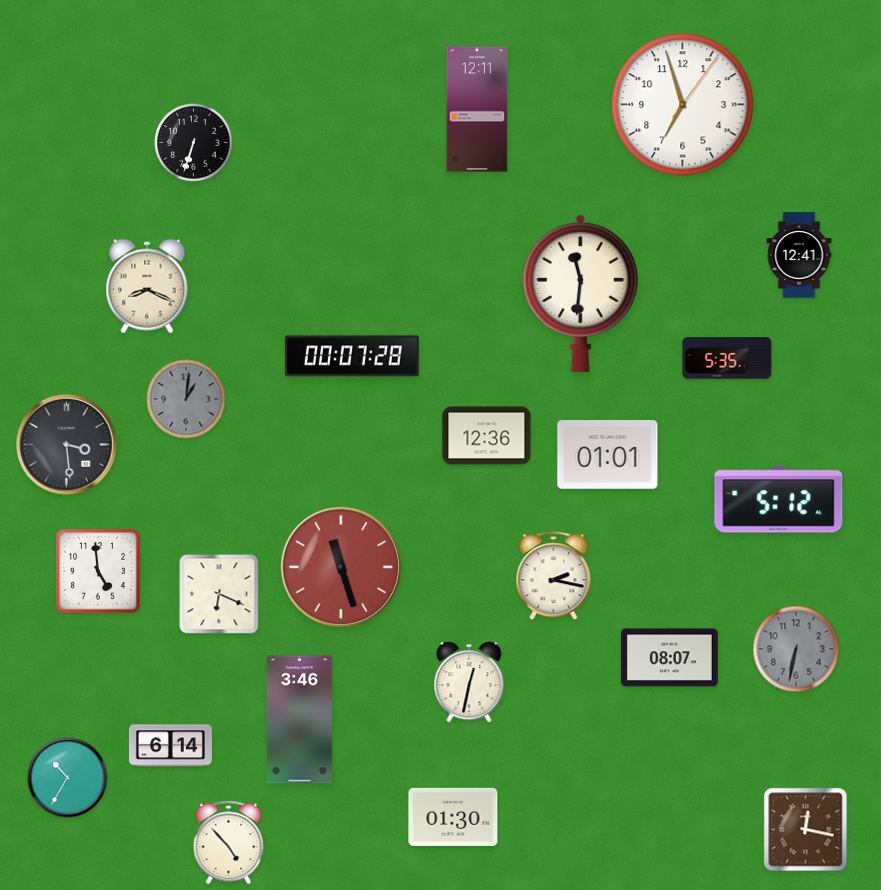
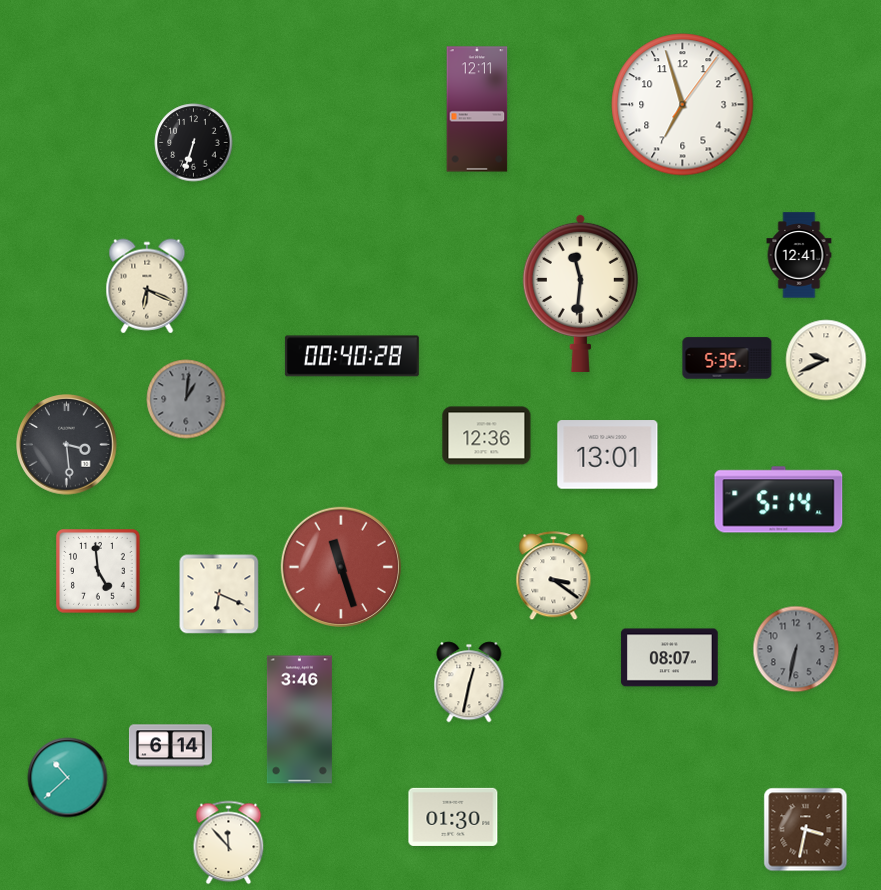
clock at (147, 286): 8:19 -> 6:19
clock at (352, 356): 00:07 -> 00:40
clock at (826, 360): none -> 9:41
clock at (608, 455): 01:01 -> 13:01
clock at (779, 500): 5:12 -> 5:14
clock at (554, 576): 2:17 -> 3:21
clock at (68, 778): 10:35 -> 10:38
clock at (806, 830): 12:17 -> 3:32
clock at (229, 843): 4:53 -> 11:53
